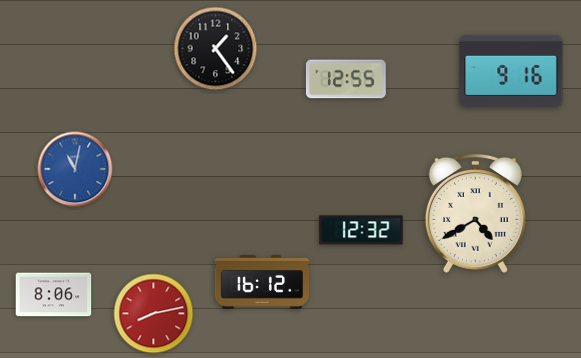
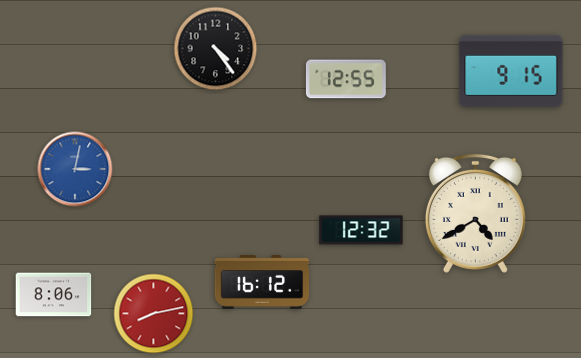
clock at (216, 49): 1:24 -> 4:24
clock at (511, 71): 9:16 -> 9:15
clock at (75, 169): 11:02 -> 3:02
